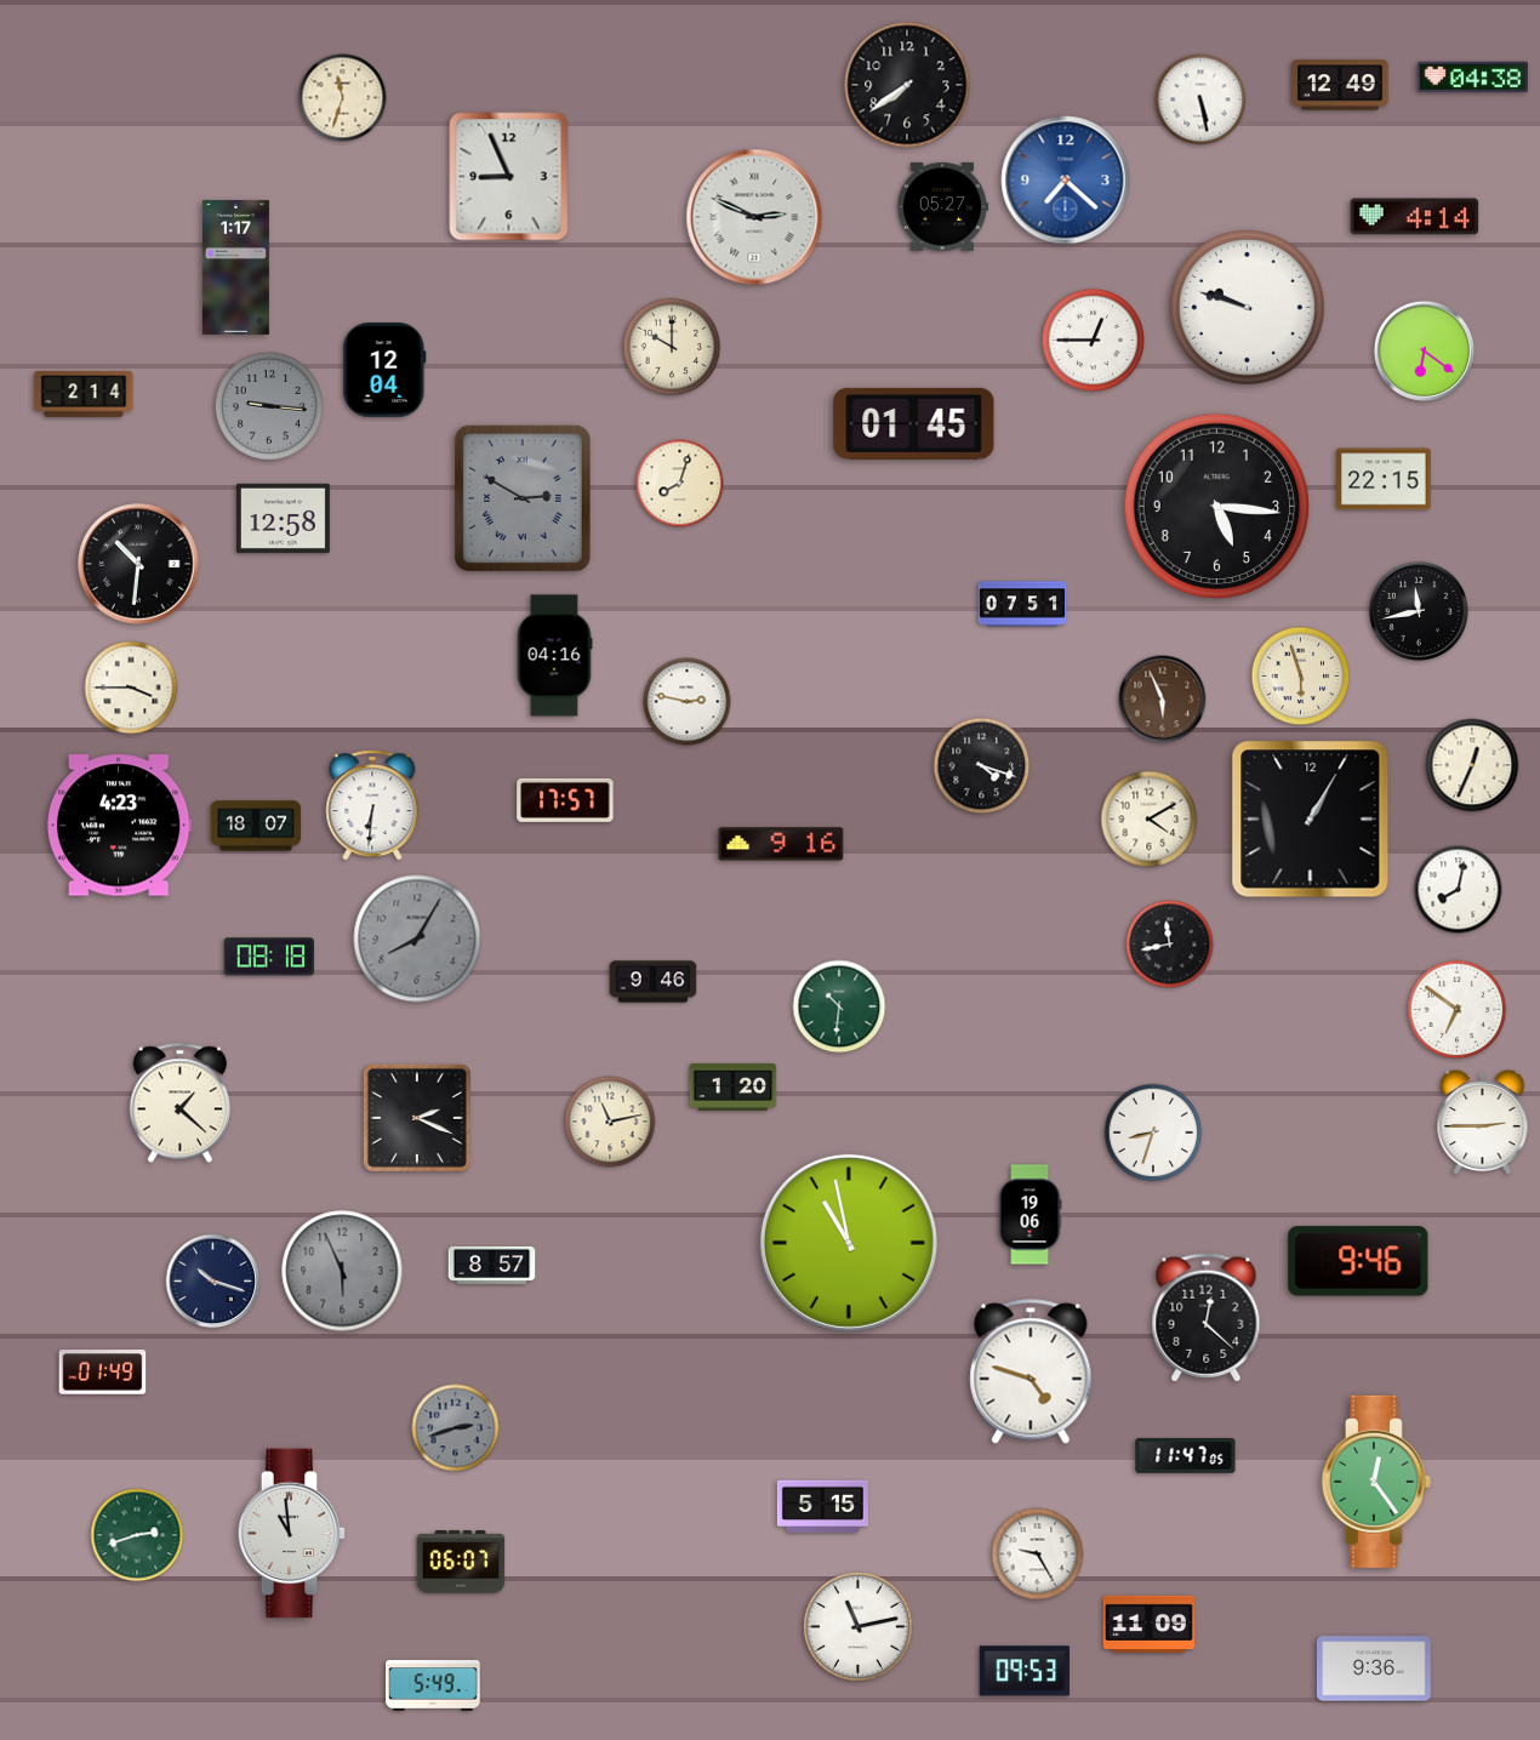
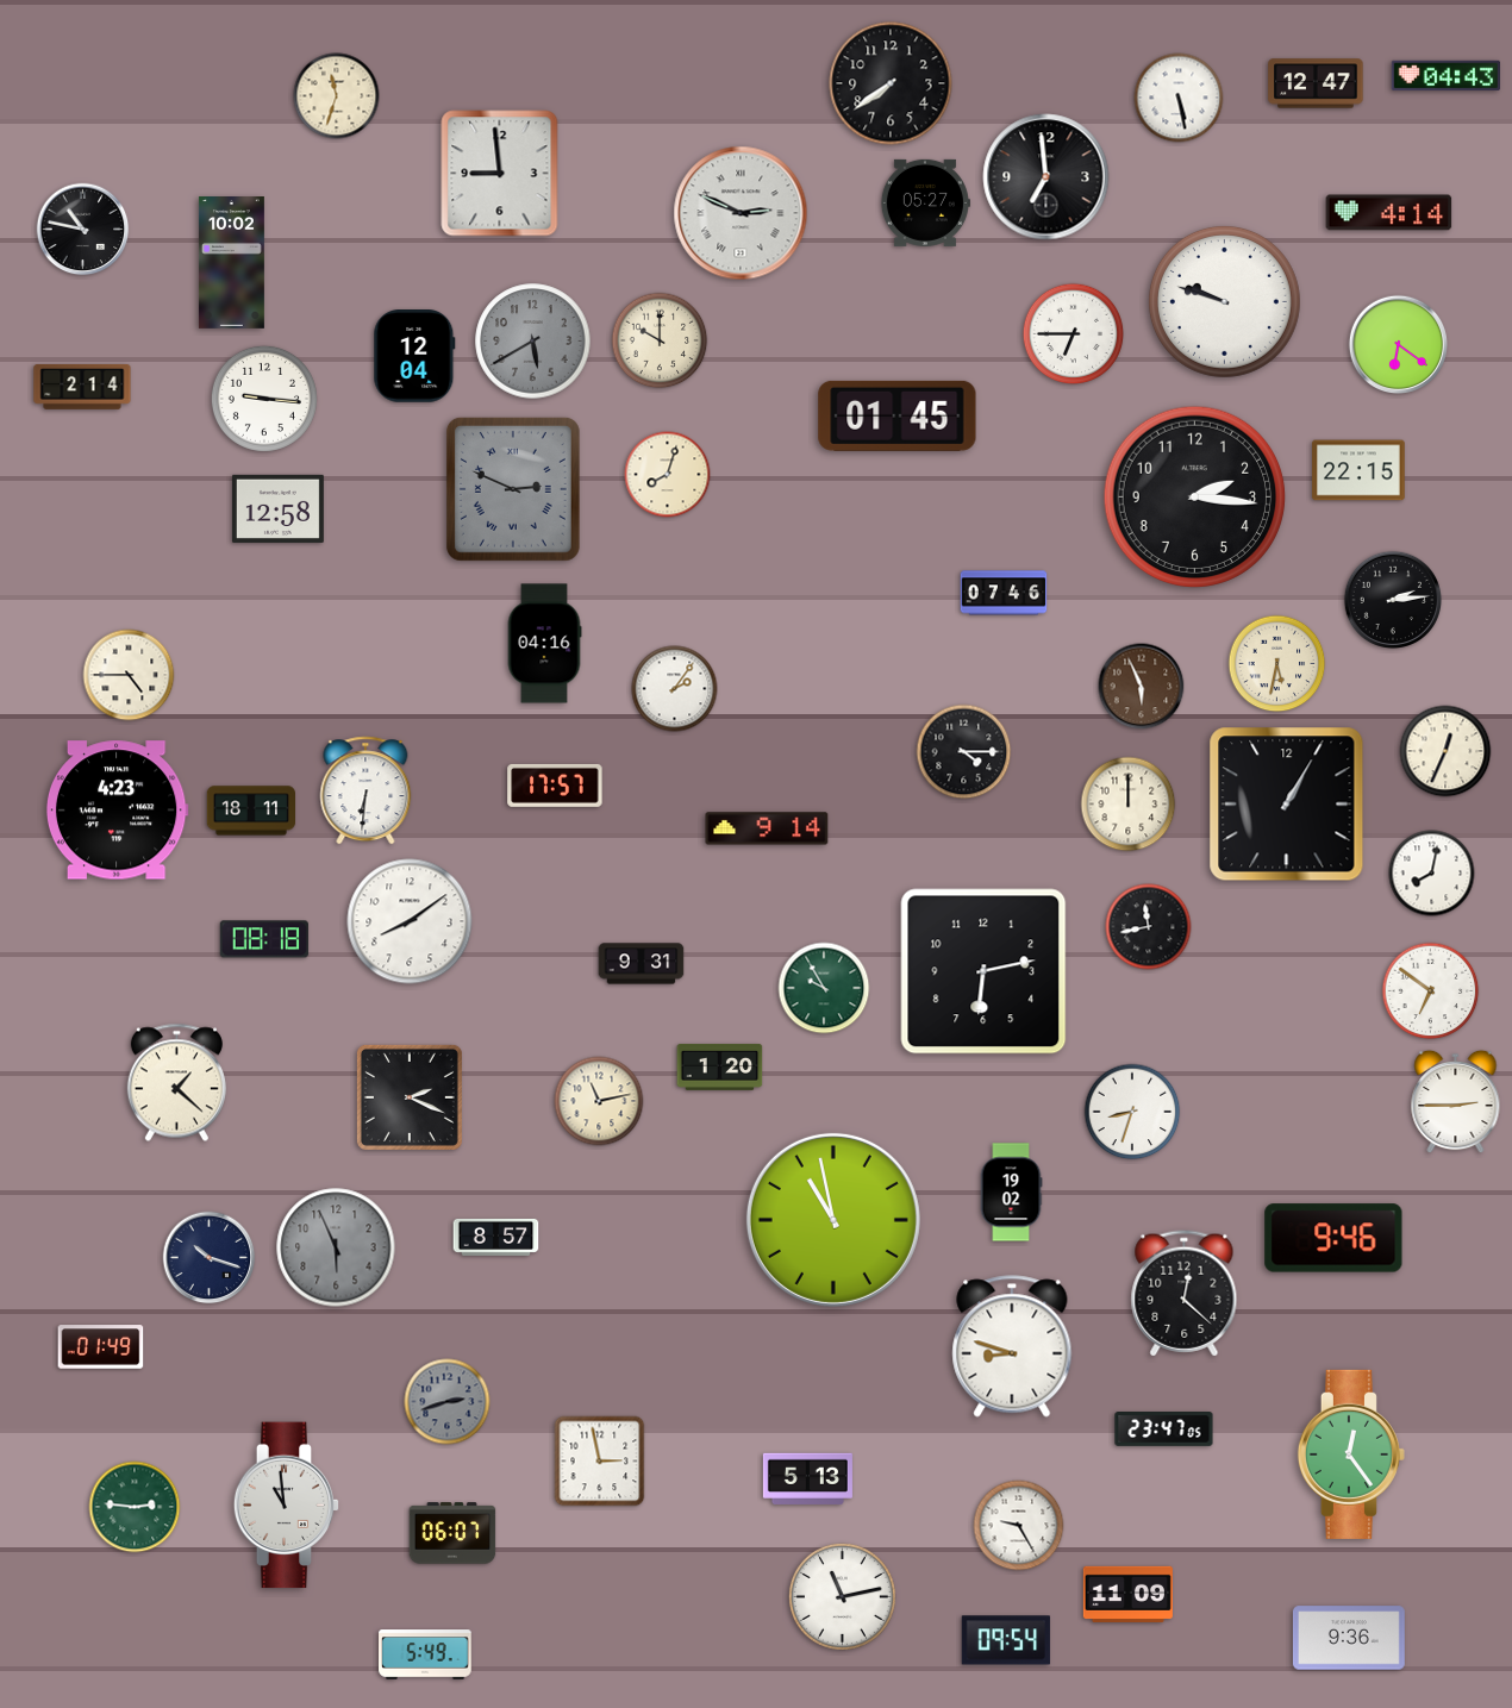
clock at (1472, 78): 04:38 -> 04:43
clock at (1340, 85): 12:49 -> 12:47
clock at (509, 177): 8:56 -> 8:59
clock at (1066, 181): 7:22 -> 6:59
clock at (1066, 181) dial: blue -> black
clock at (83, 230): none -> 10:47
clock at (235, 268): 1:17 -> 10:02
clock at (1094, 341): 12:45 -> 6:45
clock at (533, 342): none -> 5:40
clock at (384, 371) position: (384, 371) -> (414, 357)
clock at (269, 406) dial: grey -> white
clock at (523, 498): 2:50 -> 2:49
clock at (1217, 507): 5:16 -> 2:16
clock at (138, 564): 10:31 -> none
clock at (1022, 604): 07:51 -> 07:46
clock at (1419, 611): 11:43 -> 2:14
clock at (1301, 677): 5:57 -> 5:32
clock at (131, 688): 3:45 -> 4:45
clock at (688, 702): 2:47 -> 2:06
clock at (982, 766): 4:18 -> 4:15
clock at (1150, 820): 4:10 -> 12:00
clock at (255, 826): 18:07 -> 18:11
clock at (781, 844): 9:16 -> 9:14
clock at (417, 939): 8:05 -> 8:09
clock at (417, 939) dial: grey -> white
clock at (654, 982): 9:46 -> 9:31
clock at (983, 971): none -> 6:13
clock at (839, 1006): 10:31 -> 9:55
clock at (1029, 1215): 19:06 -> 19:02
clock at (492, 1265) position: (492, 1265) -> (496, 1237)
clock at (1031, 1371): 4:48 -> 8:48
clock at (1186, 1456): 11:47 -> 23:47
clock at (600, 1462): none -> 2:58
clock at (822, 1506): 5:15 -> 5:13
clock at (137, 1535): 2:42 -> 2:46
clock at (1025, 1671): 09:53 -> 09:54
